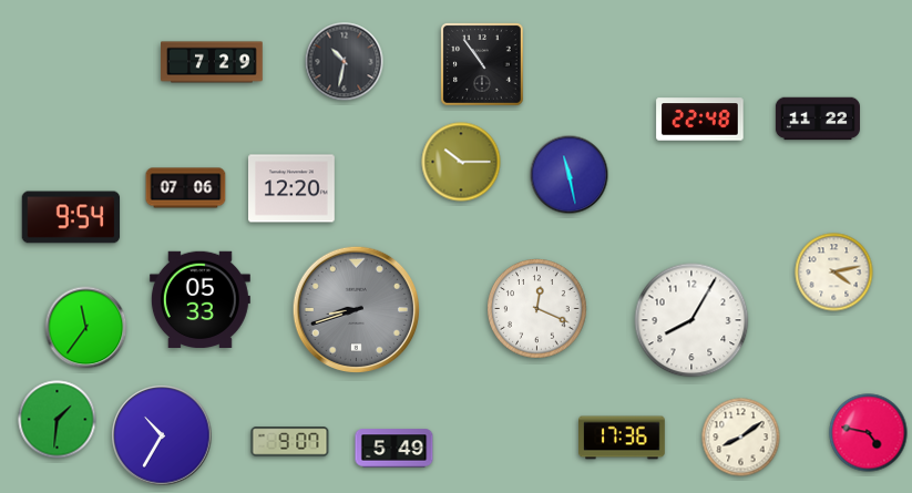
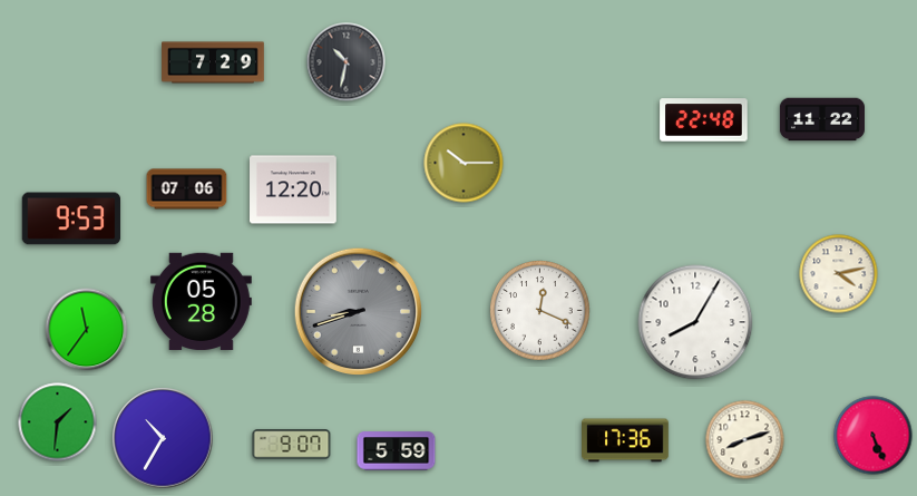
clock at (483, 65): 10:54 -> none
clock at (570, 175): 11:28 -> none
clock at (71, 217): 9:54 -> 9:53
clock at (199, 299): 05:33 -> 05:28
clock at (869, 433): 4:47 -> 5:26
clock at (741, 438): 8:09 -> 8:12
clock at (394, 449): 5:49 -> 5:59
